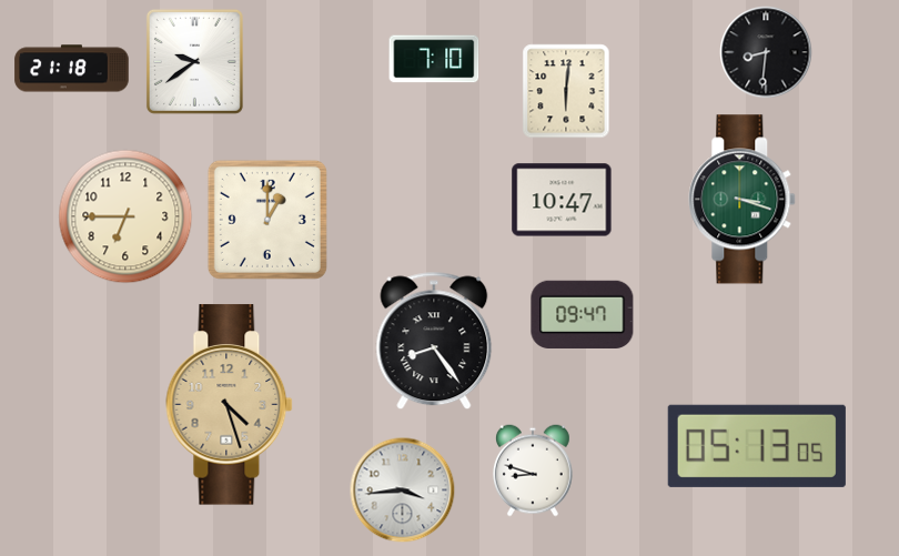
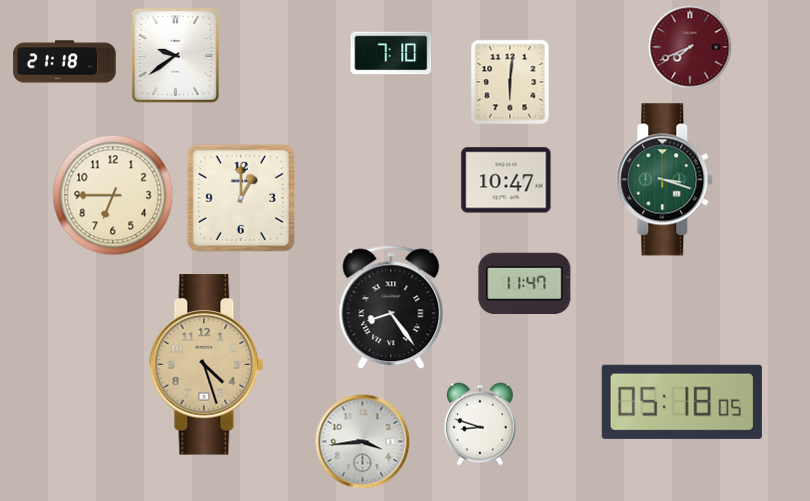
clock at (766, 52): 8:31 -> 7:41
clock at (766, 52) dial: black -> burgundy
clock at (743, 200) position: (743, 200) -> (665, 180)
clock at (583, 315): 09:47 -> 11:47
clock at (757, 446): 05:13 -> 05:18
